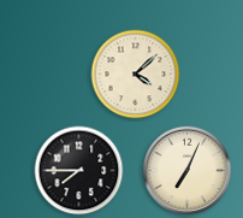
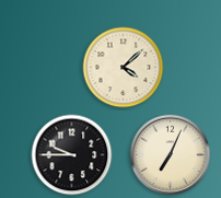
clock at (79, 171): 7:45 -> 9:45
